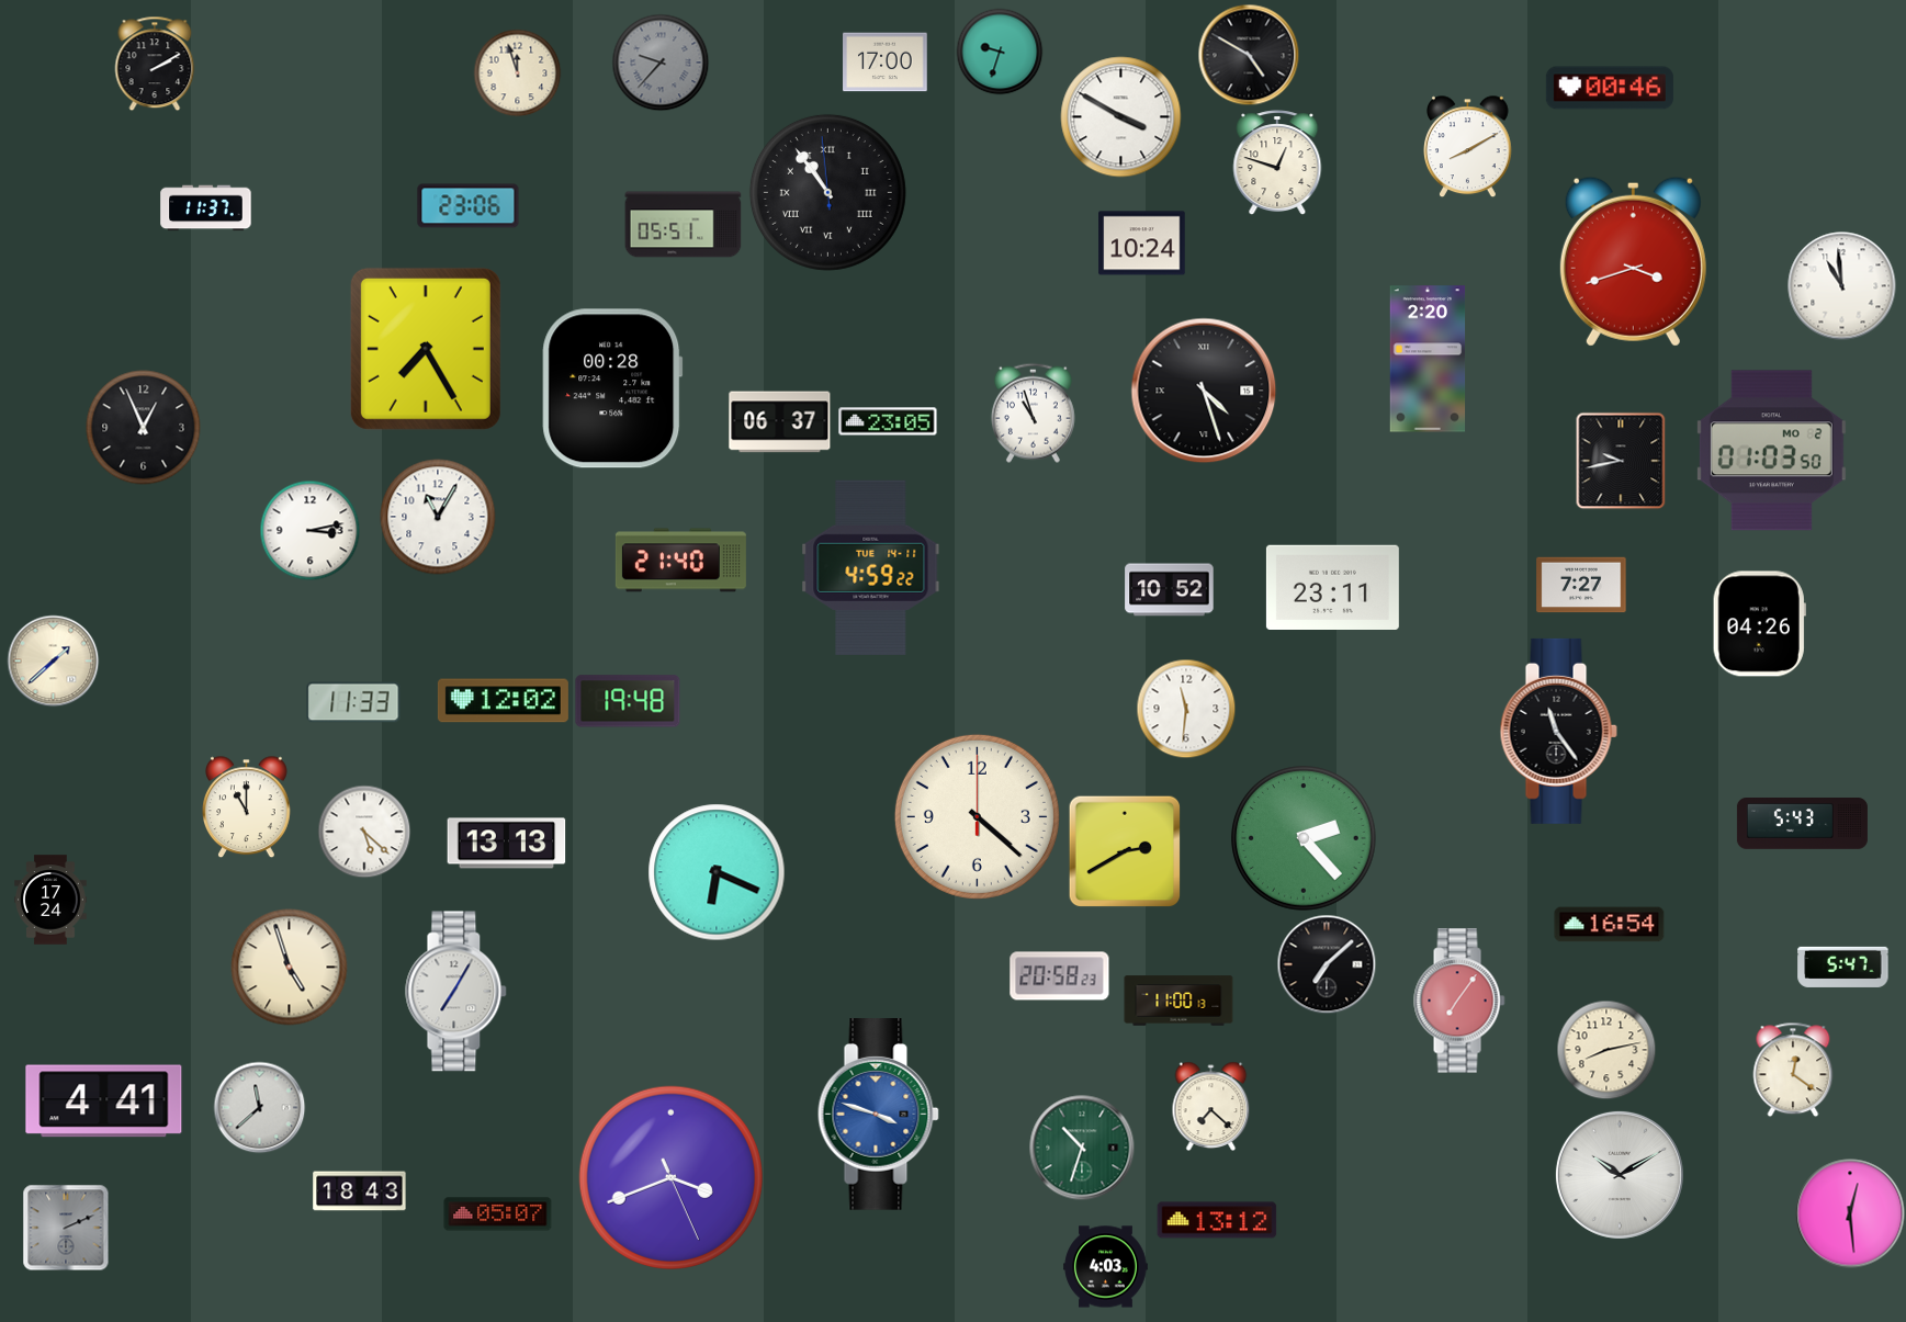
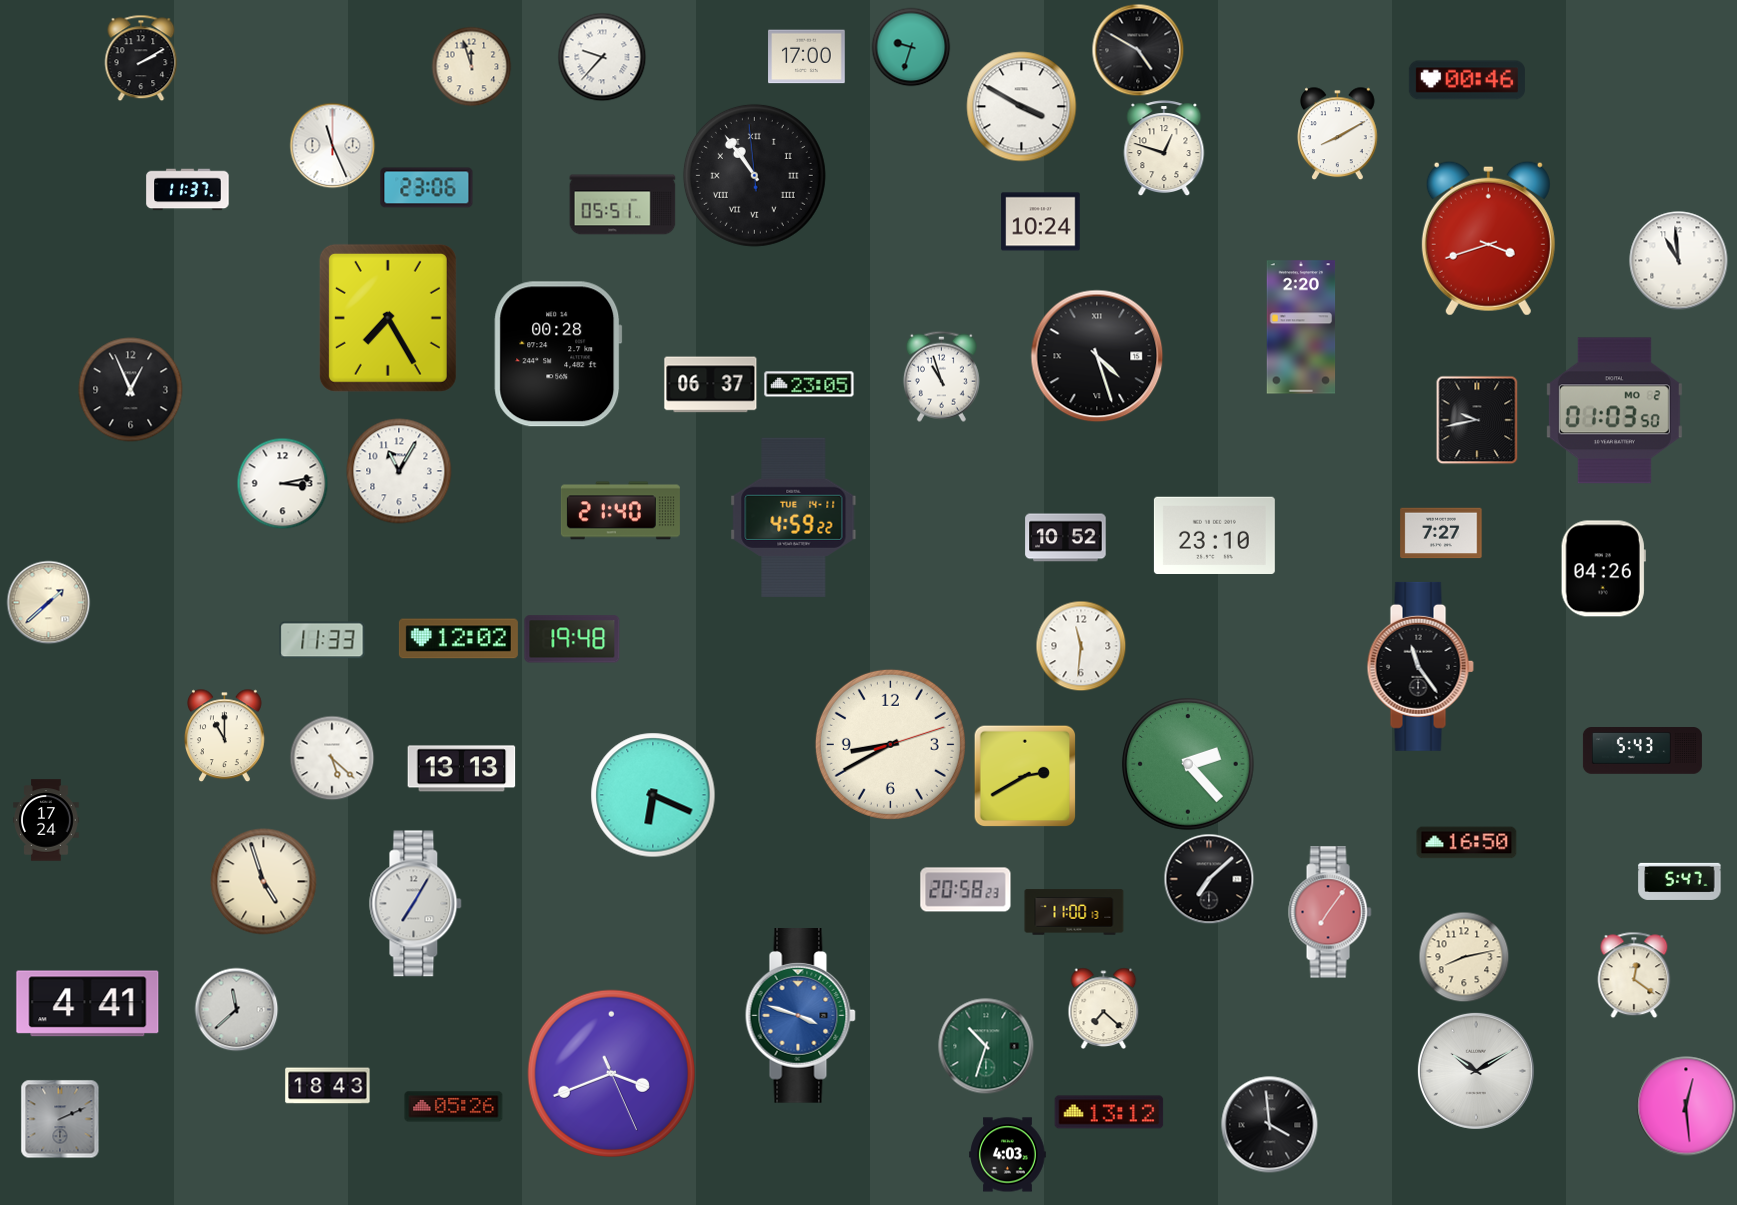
clock at (661, 63) dial: grey -> white
clock at (332, 145): none -> 11:26
clock at (1332, 587): 23:11 -> 23:10
clock at (977, 816): 4:22 -> 8:40
clock at (1610, 925): 16:54 -> 16:50
clock at (104, 1101) position: (104, 1101) -> (88, 1004)
clock at (498, 1214): 05:07 -> 05:26
clock at (1270, 1125): none -> 3:59
